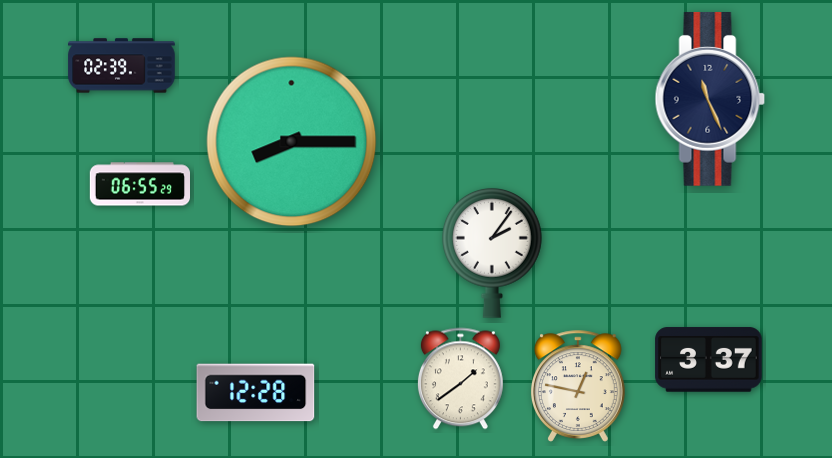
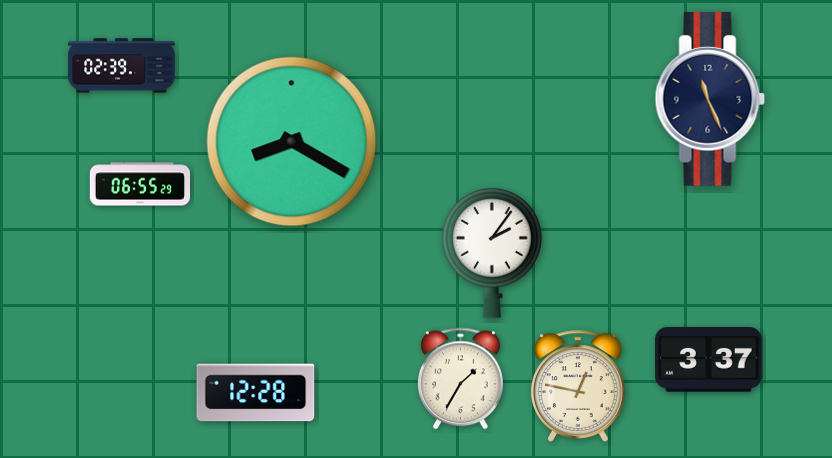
clock at (292, 142): 8:15 -> 8:20
clock at (460, 379): 1:39 -> 1:35
